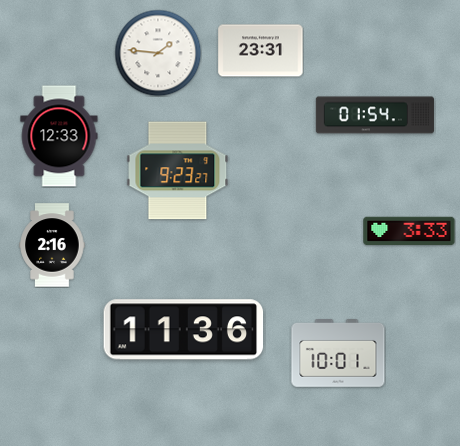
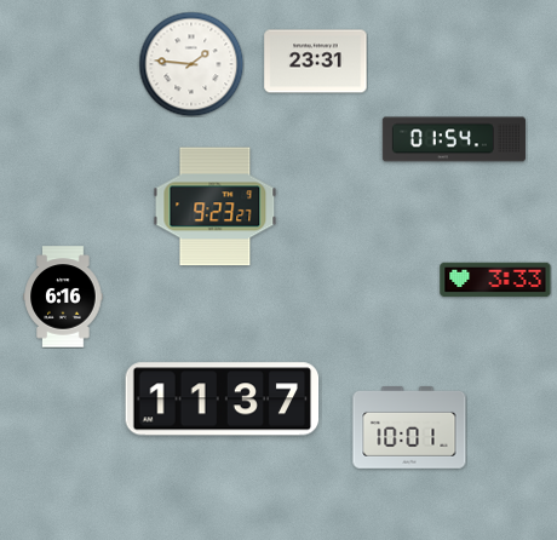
clock at (59, 136): 12:33 -> none
clock at (52, 245): 2:16 -> 6:16
clock at (184, 330): 11:36 -> 11:37
